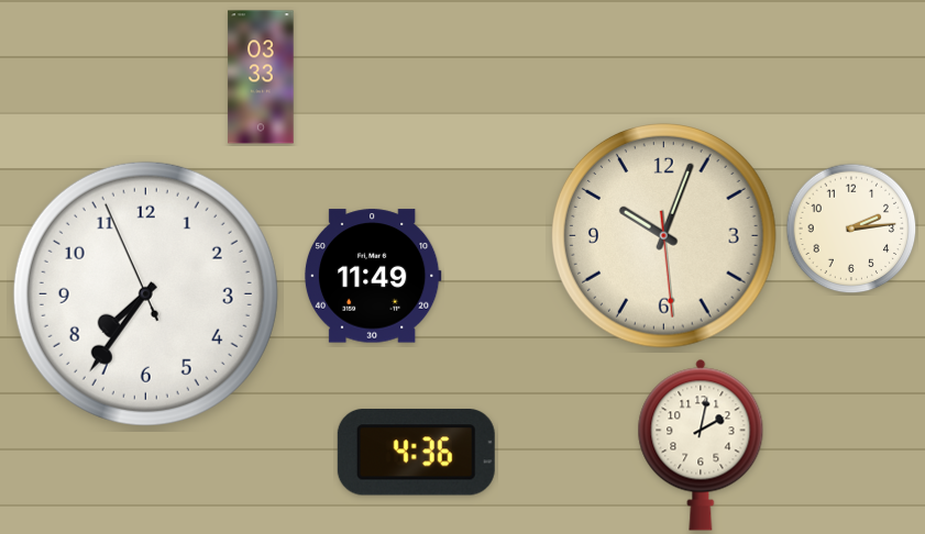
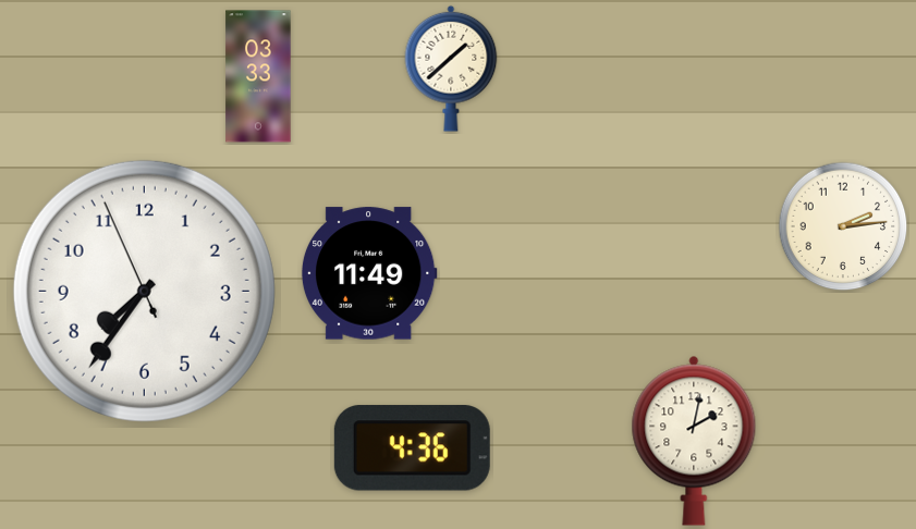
clock at (451, 69): none -> 1:38
clock at (664, 236): 10:03 -> none
